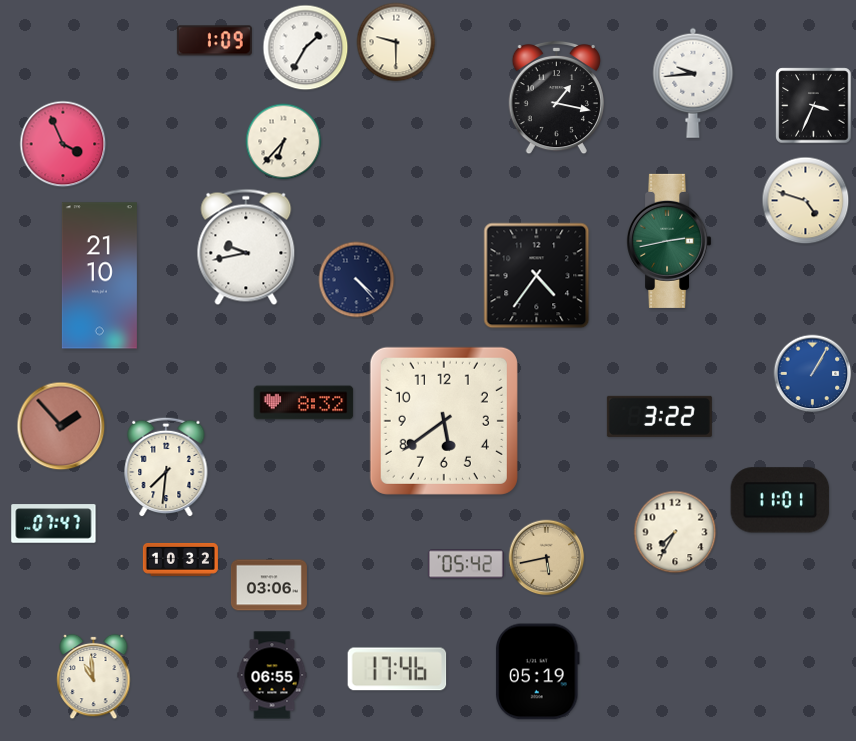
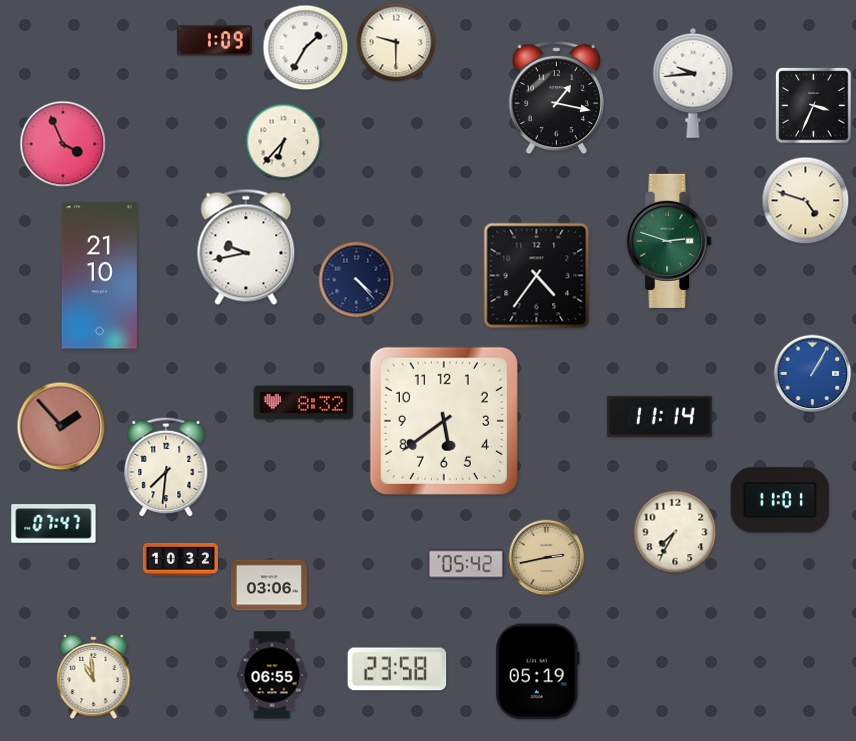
clock at (670, 241): 2:43 -> 2:48
clock at (659, 416): 3:22 -> 11:14
clock at (547, 558): 5:43 -> 2:43
clock at (397, 669): 17:46 -> 23:58
